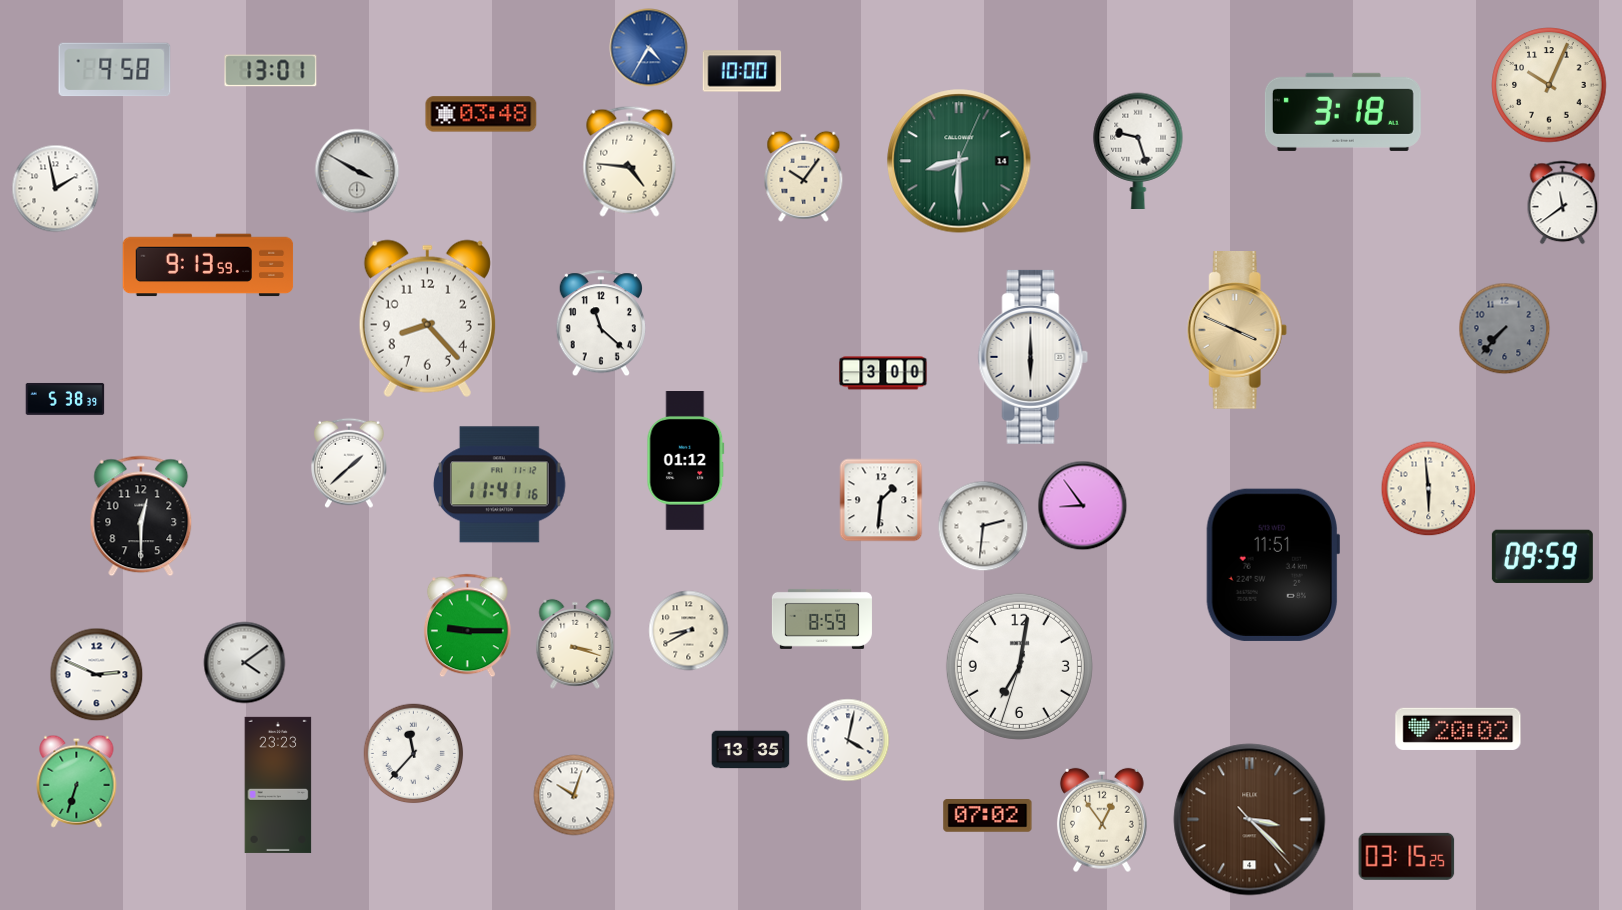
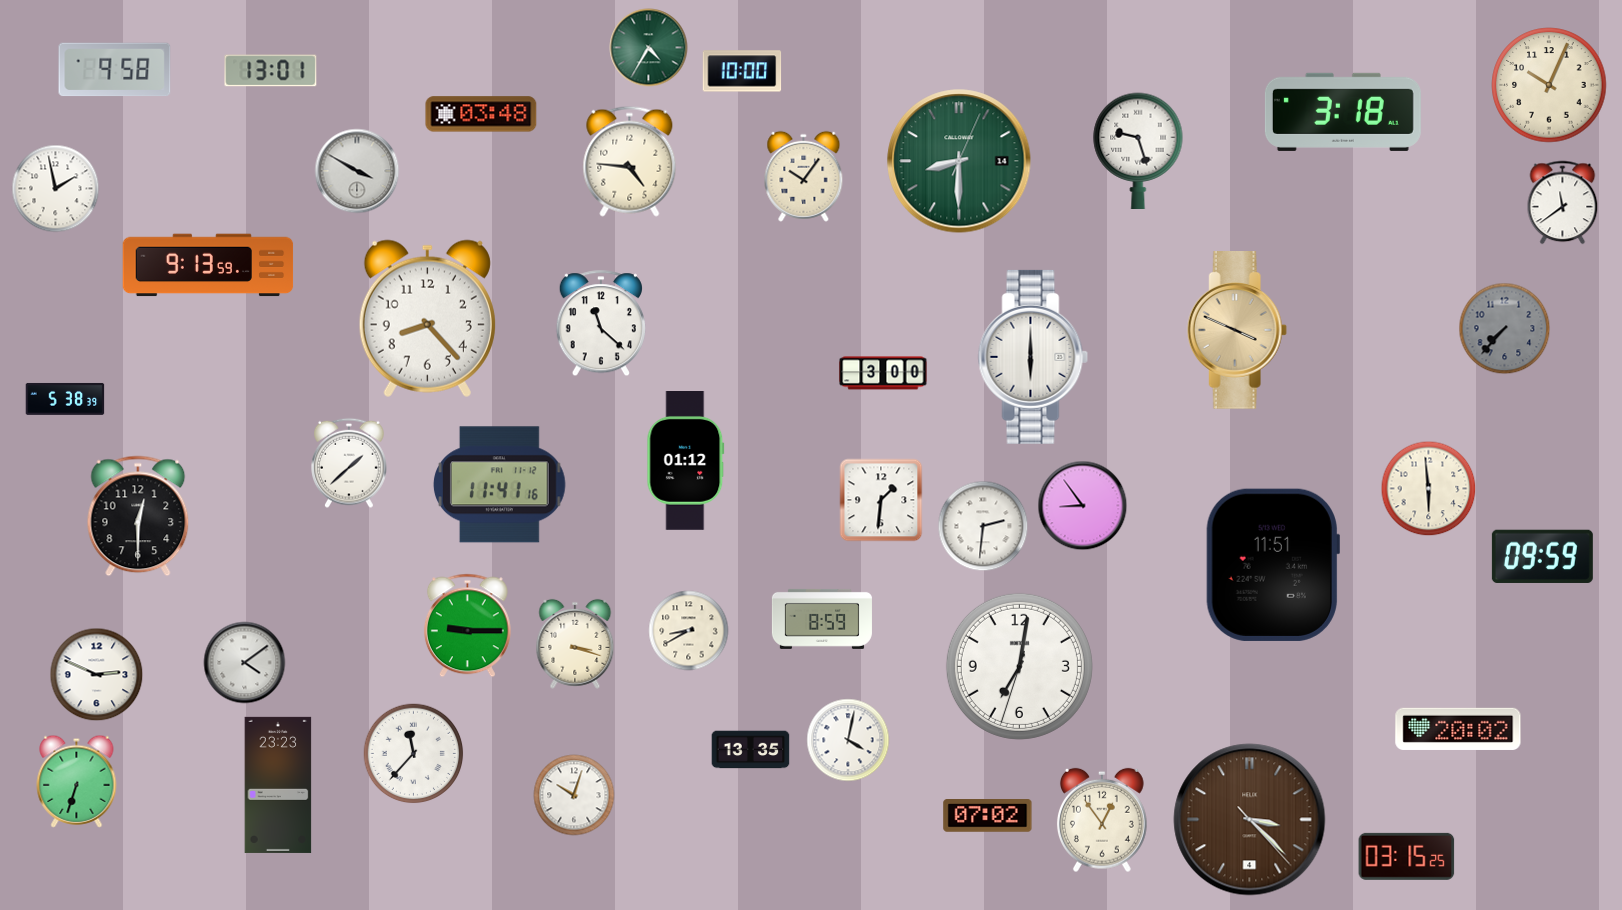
clock at (649, 48) dial: blue -> green
clock at (141, 516) position: (141, 516) -> (138, 516)
